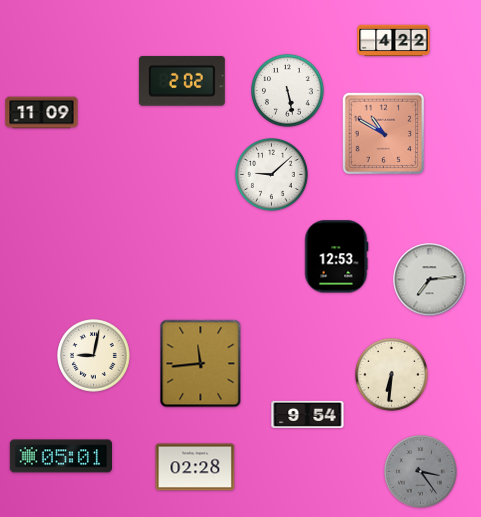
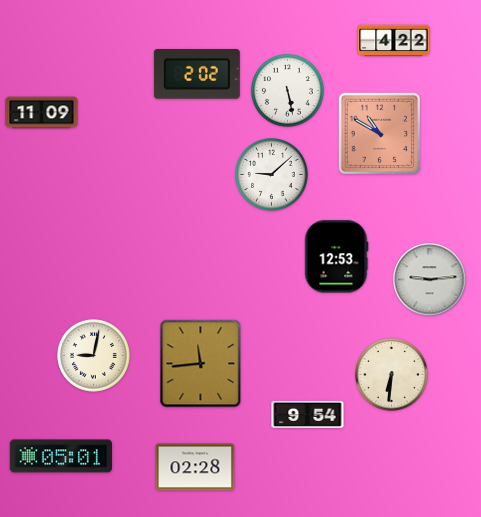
clock at (182, 81) position: (182, 81) -> (197, 74)
clock at (384, 134) position: (384, 134) -> (380, 134)
clock at (430, 280): 7:14 -> 9:14
clock at (421, 472): 3:24 -> none
